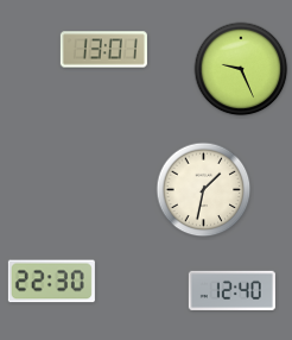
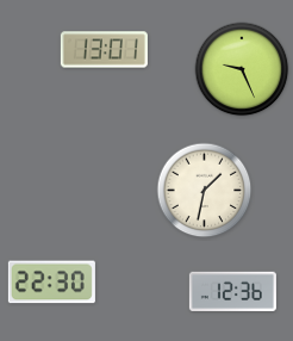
clock at (231, 290): 12:40 -> 12:36
